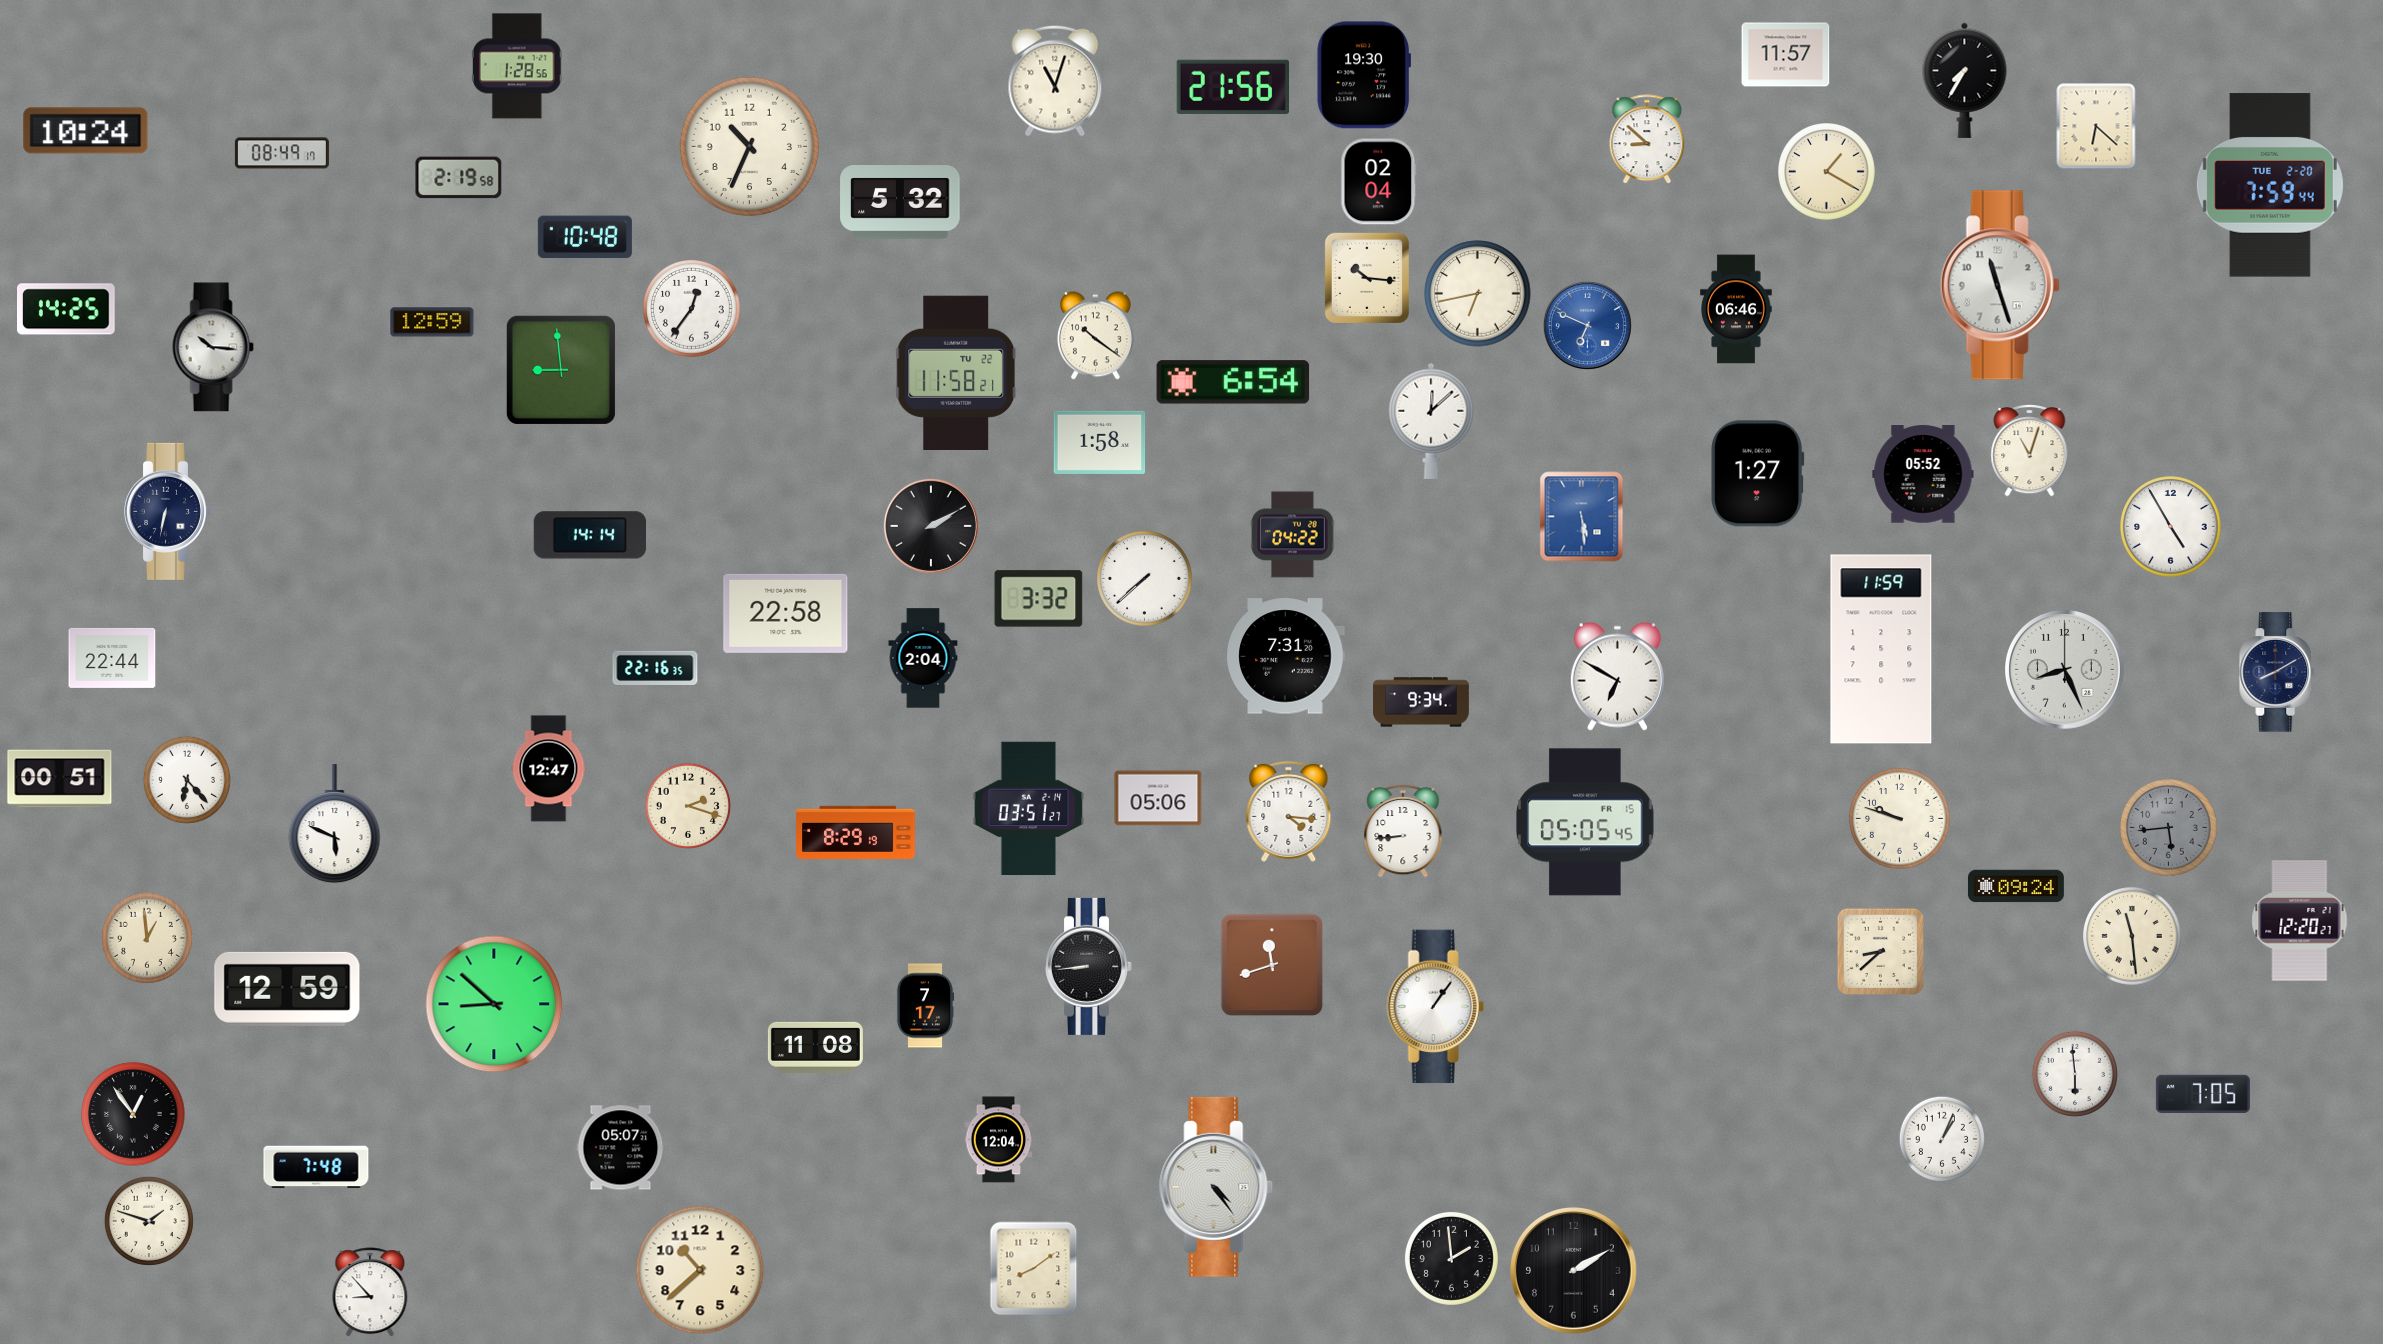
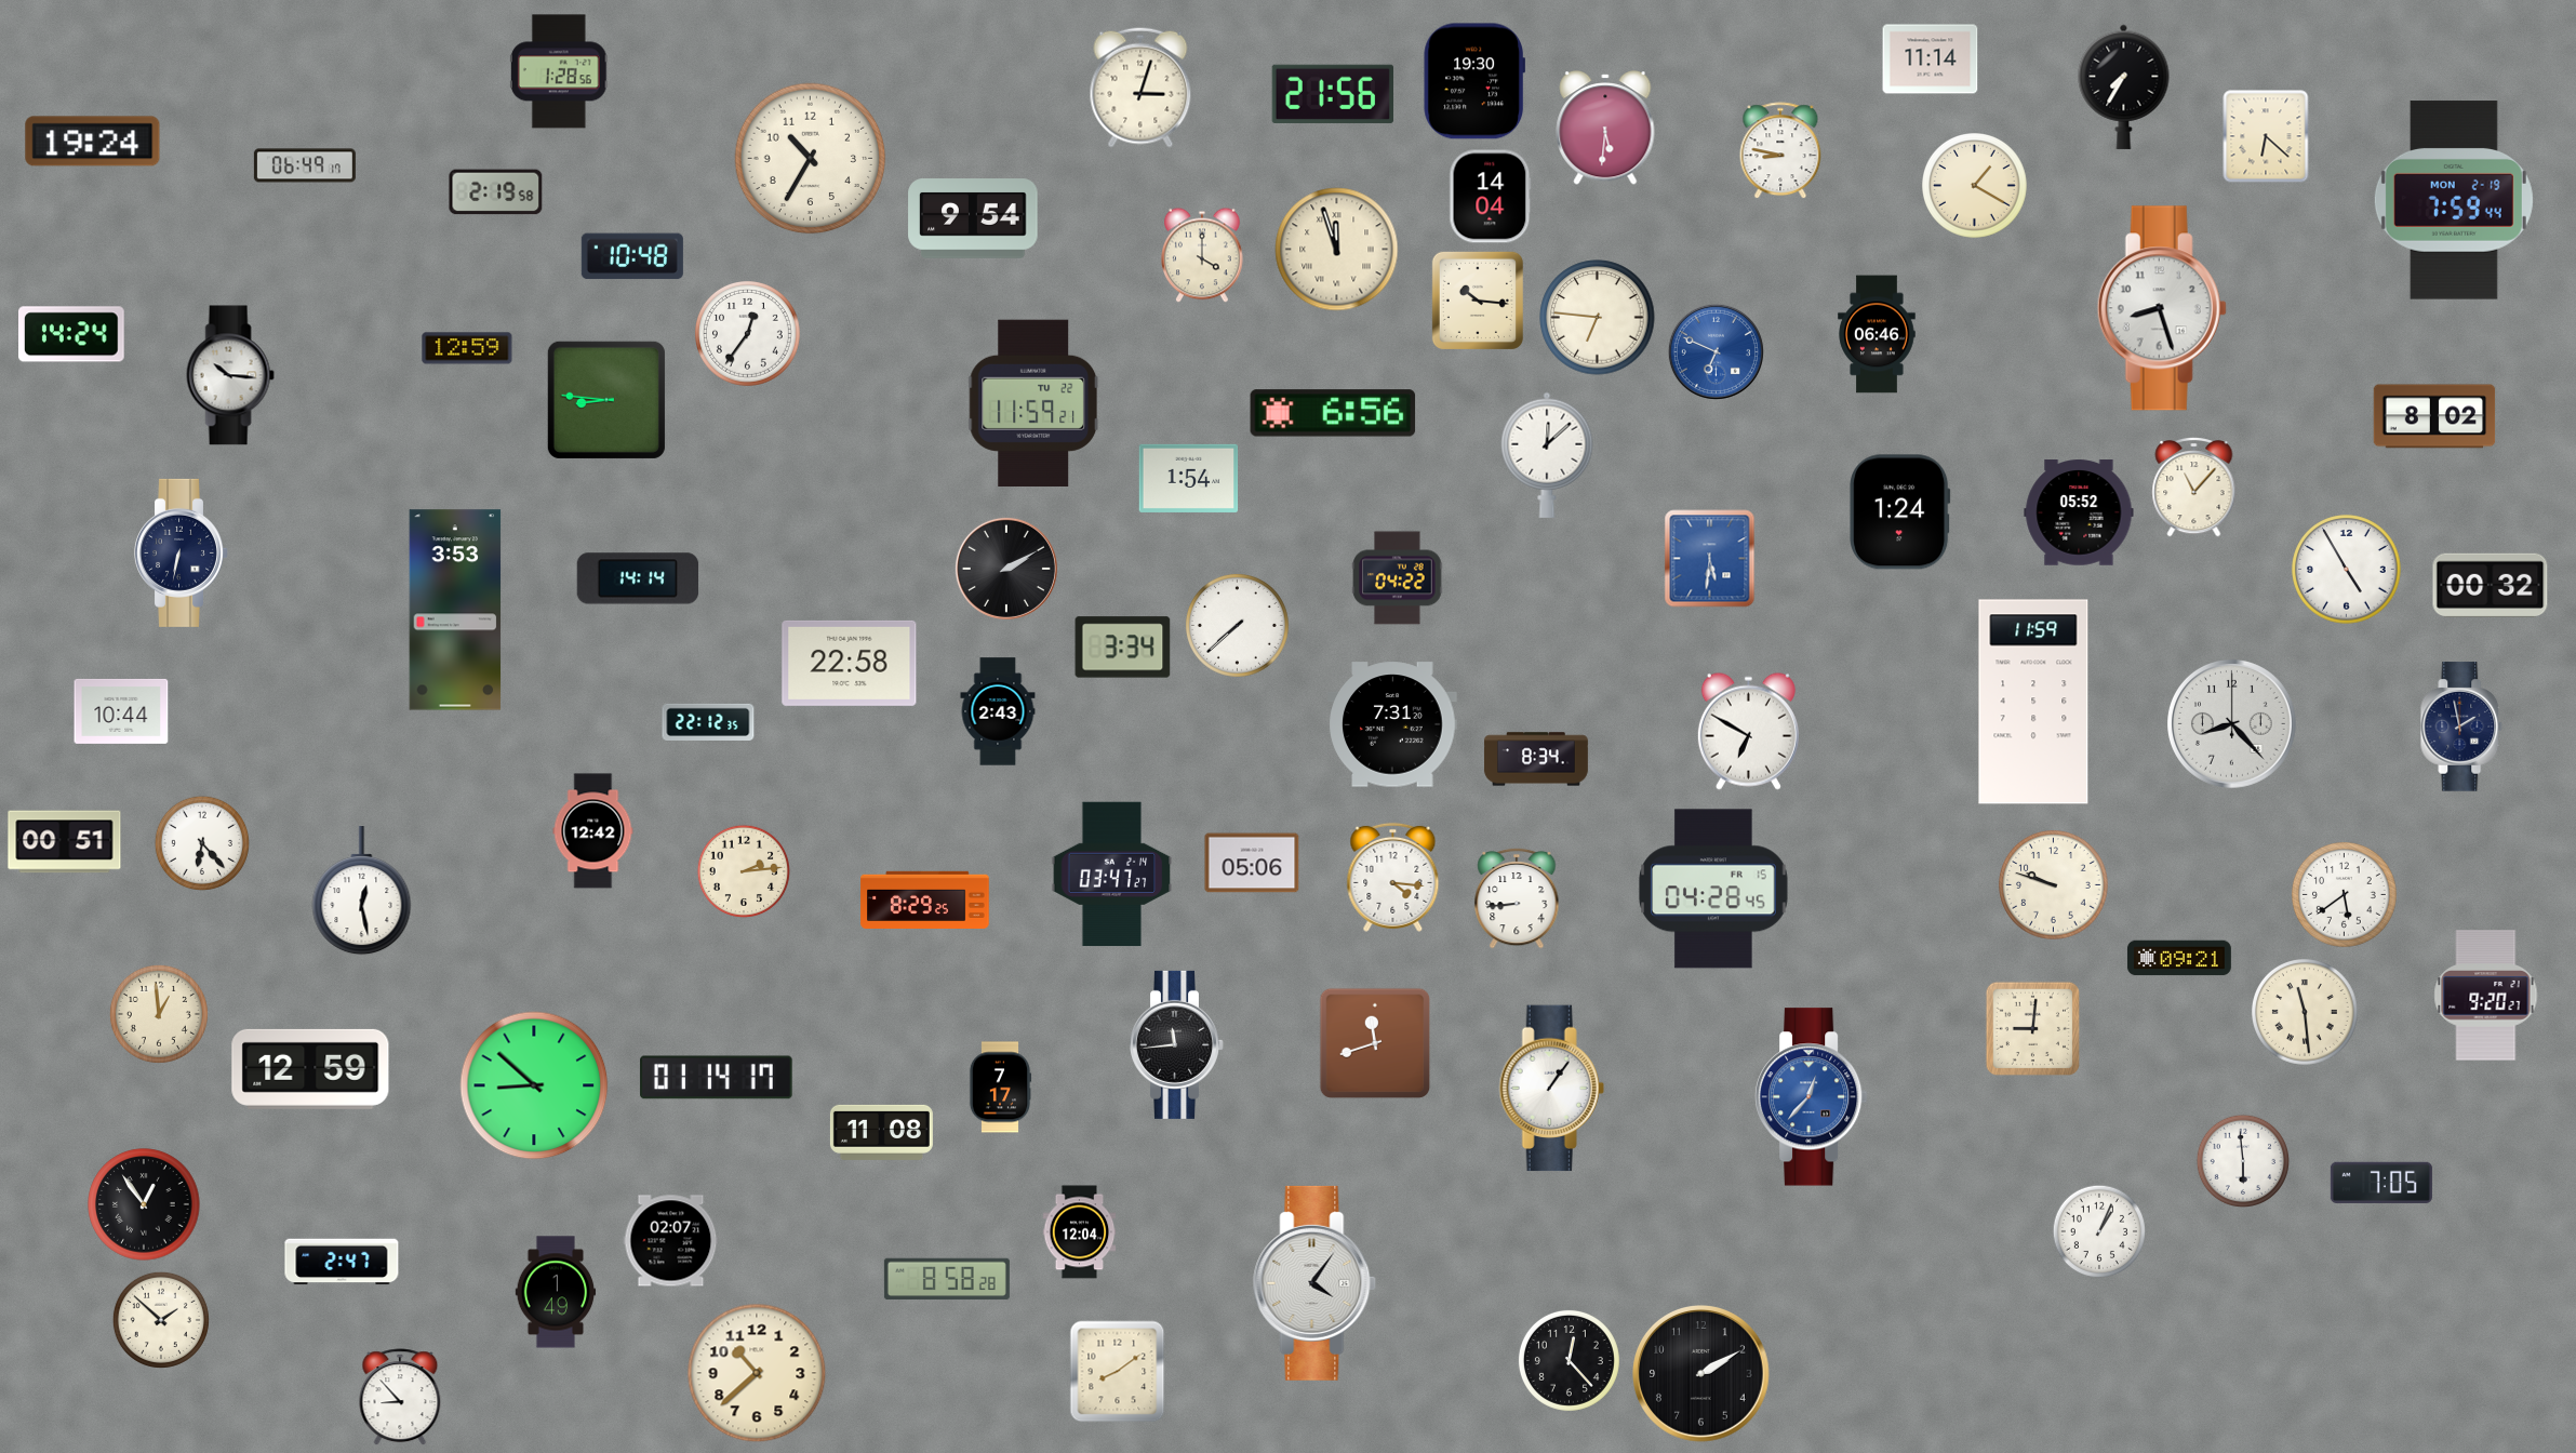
clock at (1786, 55): 11:57 -> 11:14
clock at (1055, 81): 11:03 -> 3:03
clock at (1605, 128): none -> 5:31
clock at (86, 131): 10:24 -> 19:24
clock at (1647, 140): 8:52 -> 8:47
clock at (750, 147): 10:34 -> 10:35
clock at (282, 153): 08:49 -> 06:49
clock at (1379, 182): 02:04 -> 14:04
clock at (2270, 185) date: TUE 2-20 -> MON 2-19
clock at (900, 202): 5:32 -> 9:54
clock at (1337, 250): none -> 11:57
clock at (1202, 255): none -> 4:00
clock at (2000, 285): 11:27 -> 8:27
clock at (1478, 294): 6:43 -> 6:46
clock at (67, 309): 14:25 -> 14:24
clock at (1095, 336): 10:21 -> none
clock at (561, 370): 8:59 -> 8:46
clock at (956, 372): 11:58 -> 11:59
clock at (1233, 382): 6:54 -> 6:56
clock at (2434, 416): none -> 8:02
clock at (1100, 442): 1:58 -> 1:54
clock at (2030, 451): 11:03 -> 11:07
clock at (1758, 474): 1:27 -> 1:24
clock at (1582, 517): 5:29 -> 5:31
clock at (2491, 585): none -> 00:32
clock at (455, 610): none -> 3:53
clock at (1039, 599): 3:32 -> 3:34
clock at (1285, 656) position: (1285, 656) -> (1392, 724)
clock at (112, 658): 22:44 -> 10:44
clock at (923, 658): 2:04 -> 2:43
clock at (655, 667): 22:16 -> 22:12
clock at (2065, 670): 8:26 -> 8:23
clock at (2277, 672): 8:10 -> 1:58
clock at (1421, 702): 9:34 -> 8:34
clock at (549, 769): 12:47 -> 12:42
clock at (687, 805): 2:18 -> 2:14
clock at (1029, 809): 03:51 -> 03:47
clock at (1585, 822): 05:05 -> 04:28
clock at (335, 824): 5:49 -> 12:28
clock at (2169, 828): 5:44 -> 5:39
clock at (2169, 828) dial: grey -> white
clock at (856, 832): 8:29:19 -> 8:29:25
clock at (2016, 886): 09:24 -> 09:21
clock at (2300, 921): 12:20 -> 9:20
clock at (1880, 951): 8:38 -> 9:01
clock at (1089, 966): 8:44 -> 11:44
clock at (717, 1078): none -> 01:14
clock at (1811, 1097): none -> 12:37
clock at (621, 1148): 05:07 -> 02:07
clock at (316, 1167): 7:48 -> 2:47
clock at (947, 1279): none -> 8:58
clock at (1216, 1187): 4:24 -> 4:06
clock at (556, 1292): none -> 1:49
clock at (149, 1221): 1:48 -> 1:52
clock at (1451, 1258): 1:59 -> 12:23
